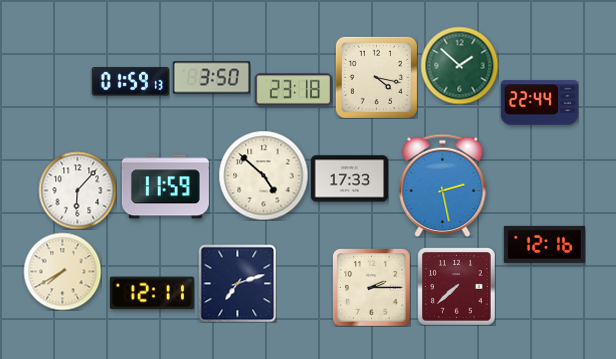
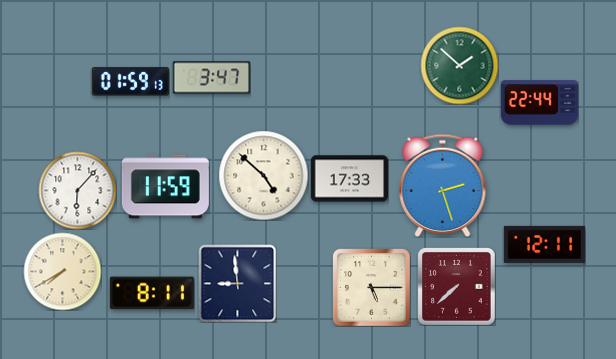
clock at (376, 77): 4:17 -> none
clock at (211, 78): 3:50 -> 3:47
clock at (293, 90): 23:18 -> none
clock at (443, 185): 2:28 -> 2:27
clock at (544, 244): 12:16 -> 12:11
clock at (237, 283): 7:12 -> 8:59
clock at (371, 287): 2:15 -> 5:15
clock at (152, 293): 12:11 -> 8:11
